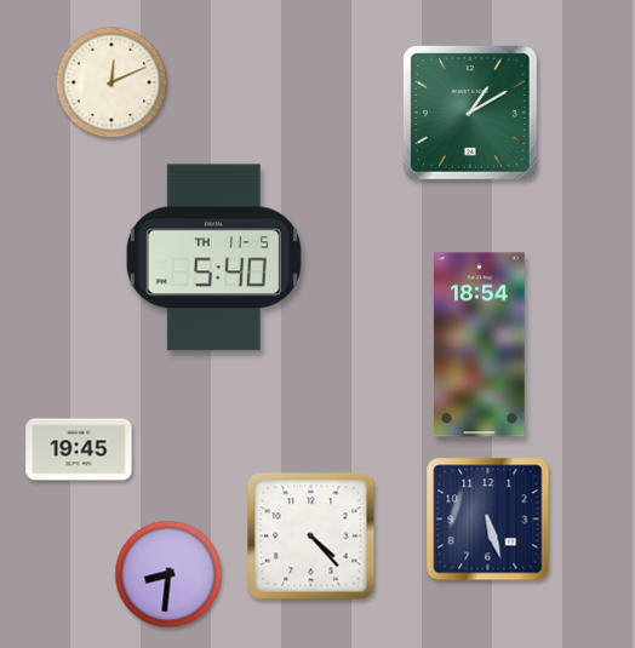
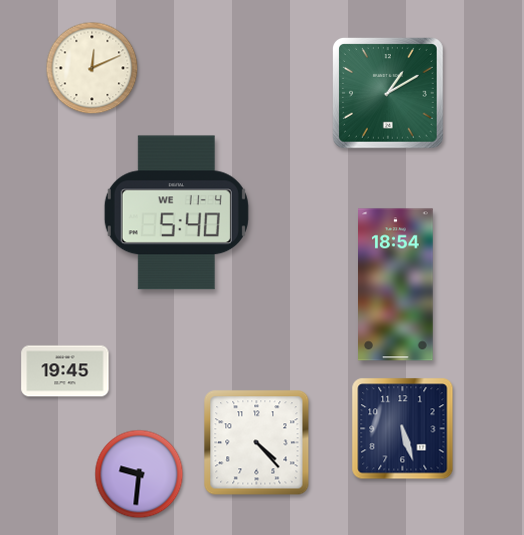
clock at (213, 258) date: TH 11-5 -> WE 11-4
clock at (168, 574): 8:31 -> 9:31
